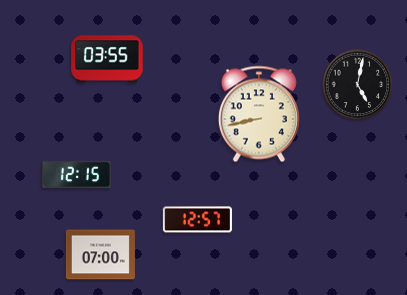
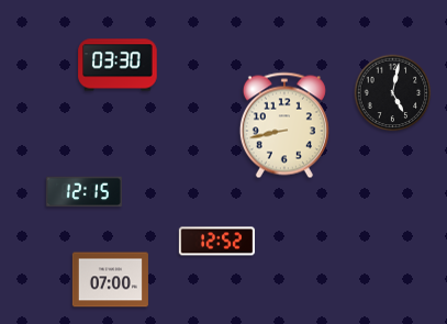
clock at (107, 59): 03:55 -> 03:30
clock at (197, 220): 12:57 -> 12:52
